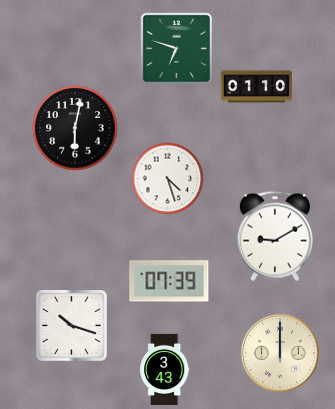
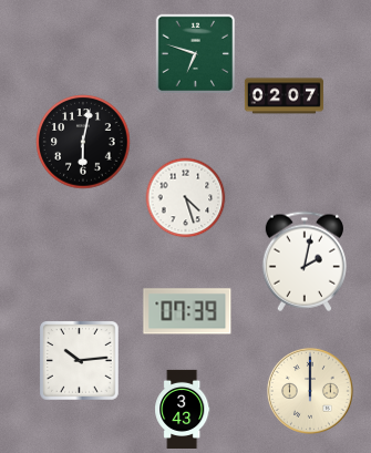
clock at (256, 87): 01:10 -> 02:07
clock at (274, 236): 9:10 -> 2:02
clock at (72, 326): 10:18 -> 10:14
